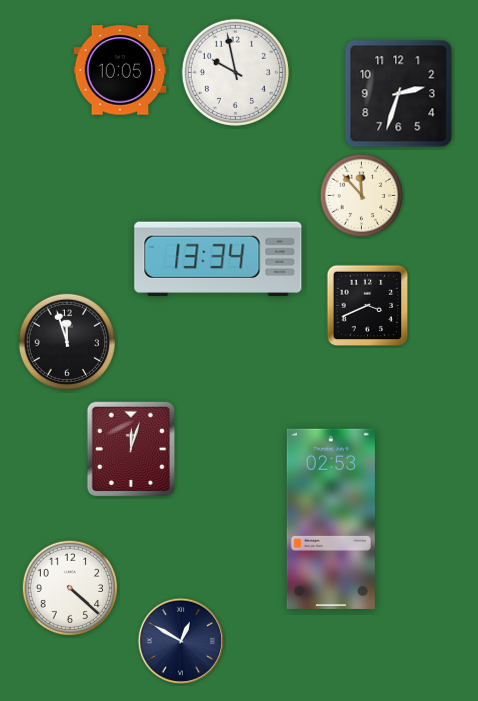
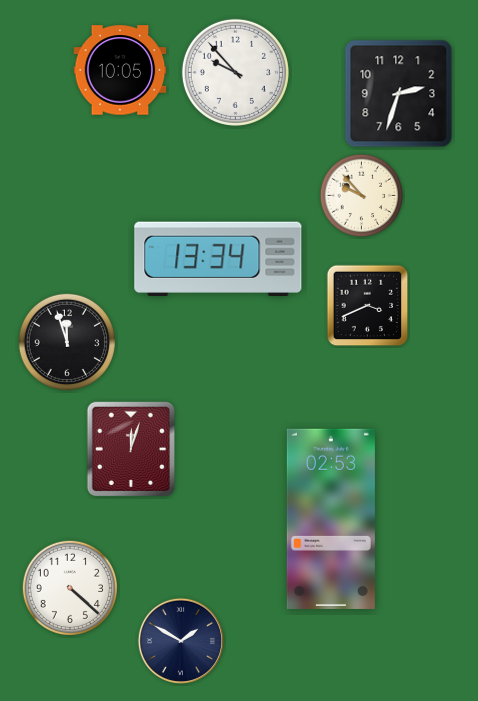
clock at (235, 72): 9:58 -> 9:53
clock at (362, 196): 11:53 -> 9:53
clock at (180, 640): 12:50 -> 1:50
